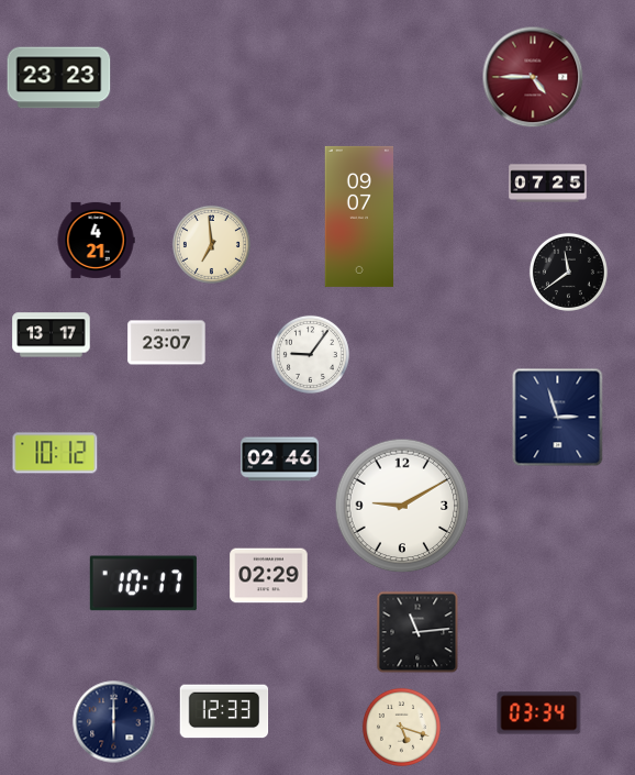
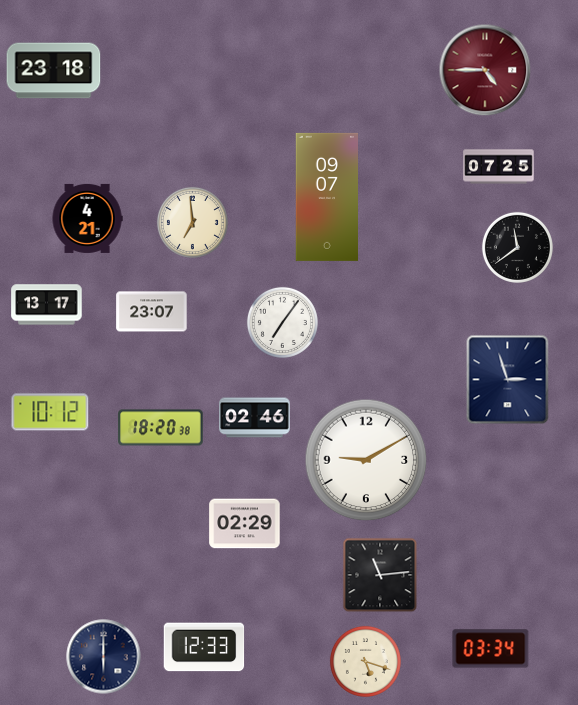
clock at (59, 78): 23:23 -> 23:18
clock at (310, 354): 9:06 -> 7:06
clock at (161, 428): none -> 18:20
clock at (143, 584): 10:17 -> none
